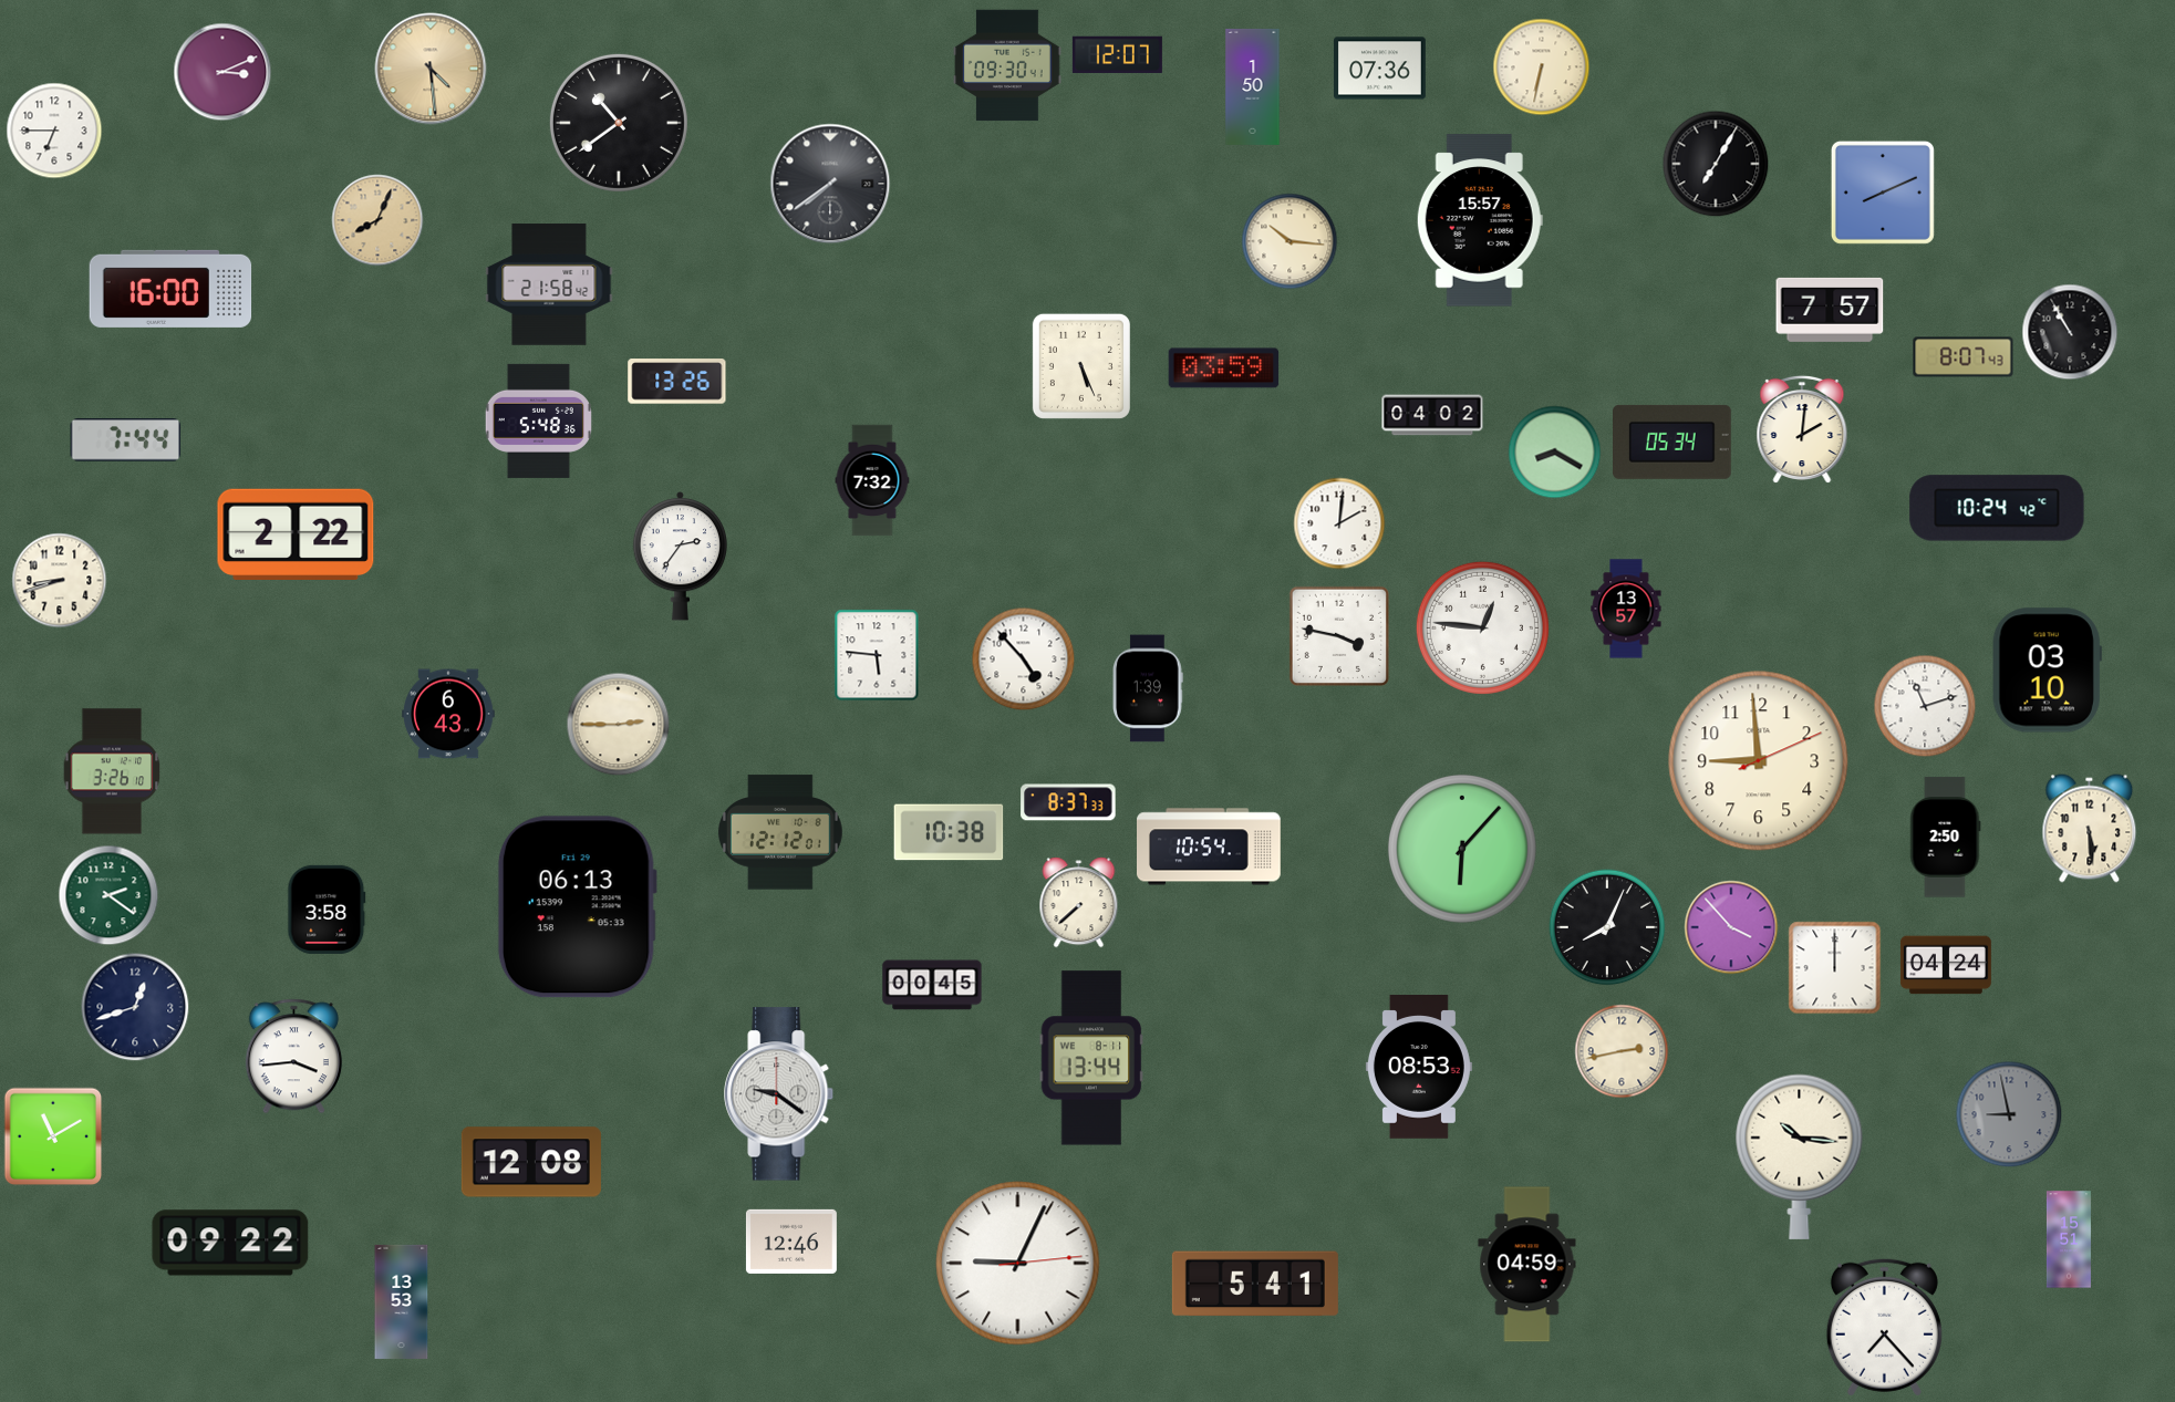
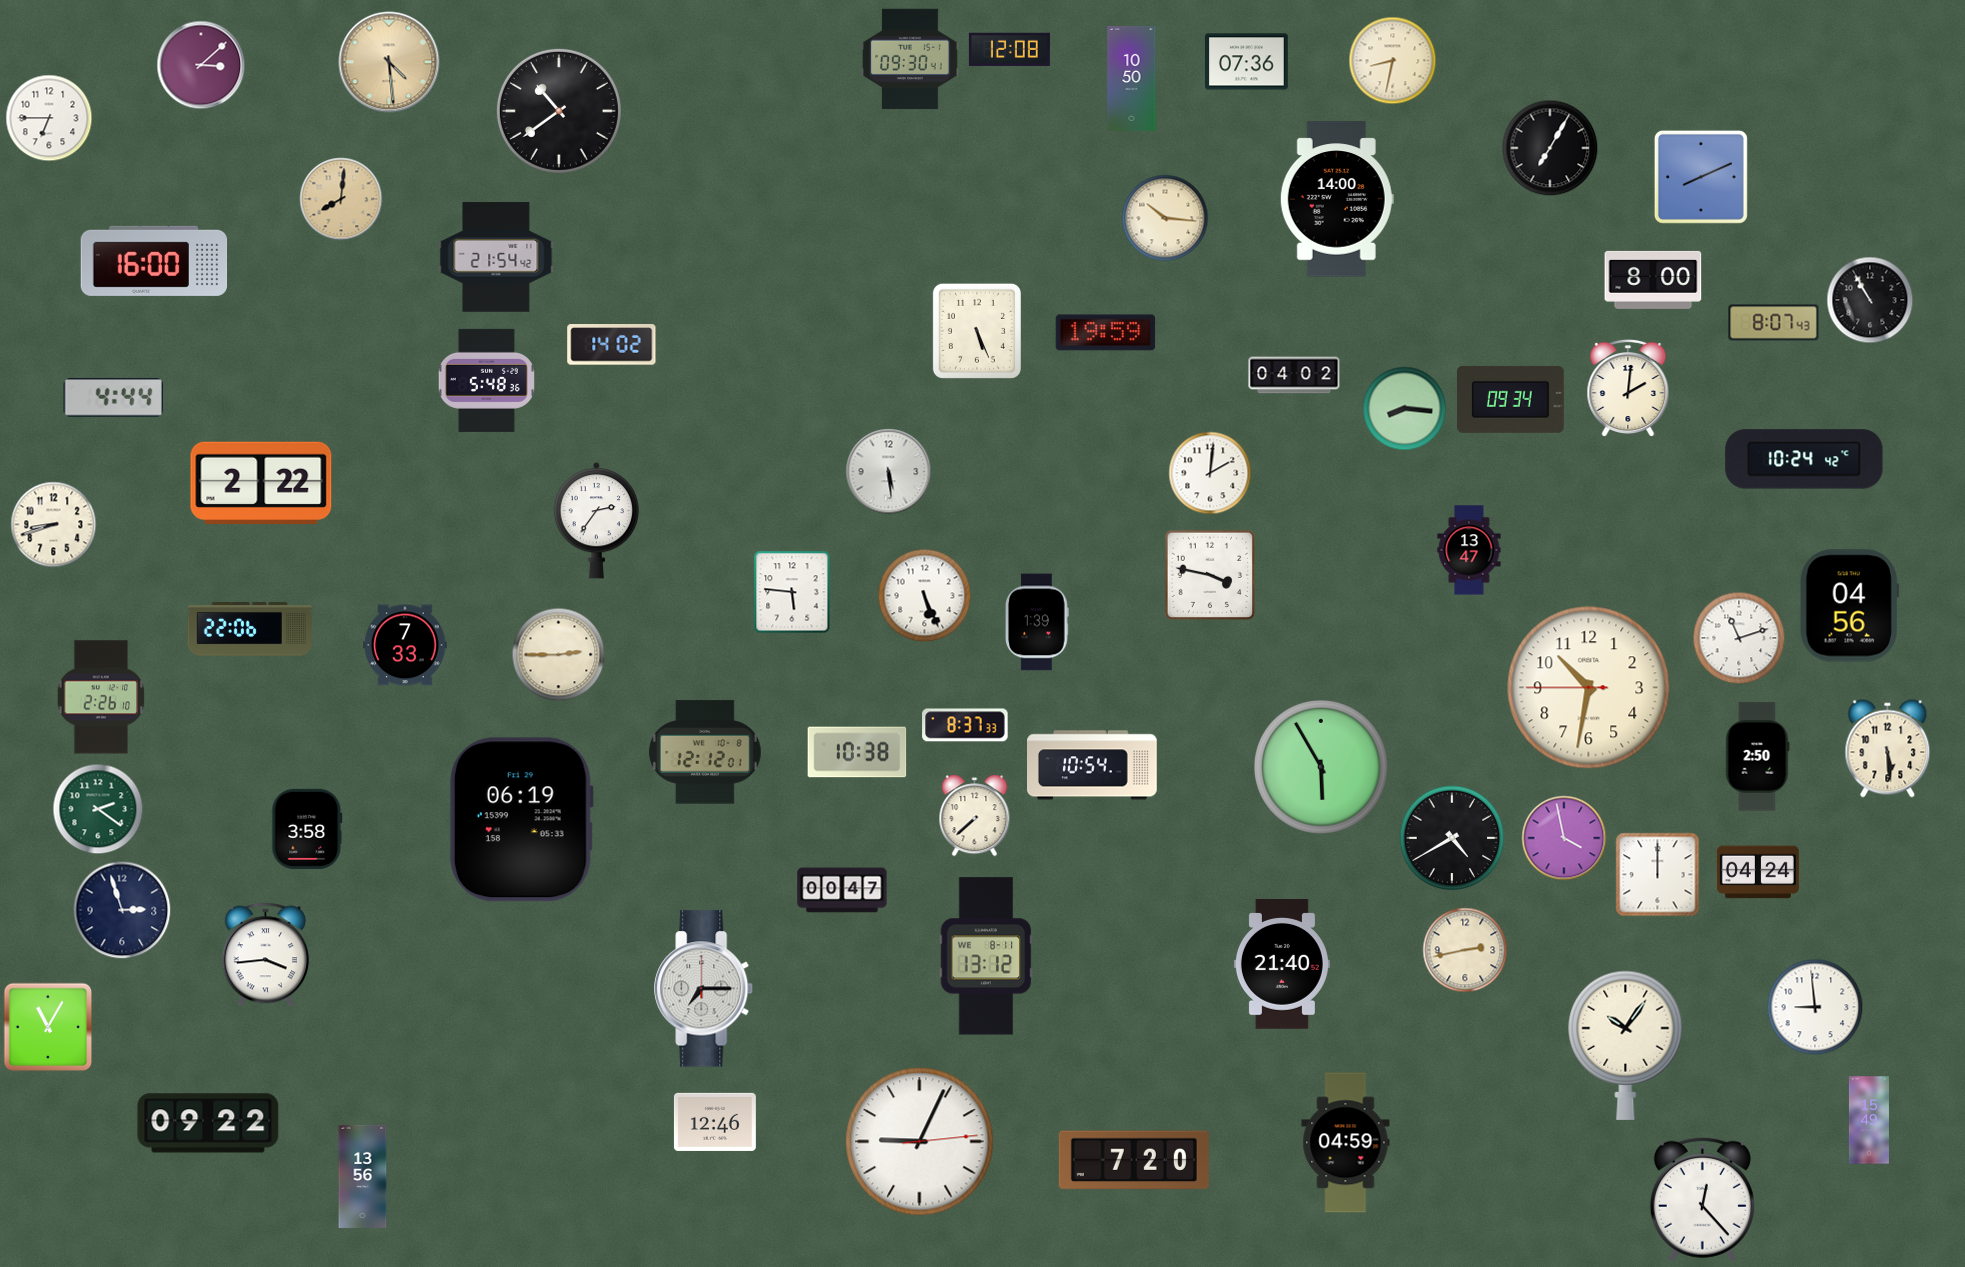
clock at (1117, 54): 12:07 -> 12:08
clock at (1542, 67): 6:32 -> 8:32
clock at (222, 72): 3:11 -> 3:08
clock at (1253, 86): 1:50 -> 10:50
clock at (830, 184): 7:39 -> none
clock at (1883, 193) position: (1883, 193) -> (1701, 177)
clock at (377, 220): 8:04 -> 8:01
clock at (1480, 220): 15:57 -> 14:00
clock at (549, 284): 21:58 -> 21:54
clock at (1830, 310): 7:57 -> 8:00
clock at (1224, 368): 03:59 -> 19:59
clock at (677, 382): 13:26 -> 14:02
clock at (126, 440): 7:44 -> 4:44
clock at (1672, 442): 05:34 -> 09:34
clock at (1555, 453): 8:20 -> 8:16
clock at (872, 480): 7:32 -> none
clock at (889, 472): none -> 5:29
clock at (296, 533) position: (296, 533) -> (261, 482)
clock at (680, 557) position: (680, 557) -> (596, 521)
clock at (1626, 609): 13:57 -> 13:47
clock at (1482, 627): 12:46 -> none
clock at (1024, 660): 4:53 -> 5:26
clock at (2047, 671): 03:10 -> 04:56
clock at (249, 630): none -> 22:06
clock at (448, 714): 6:43 -> 7:33
clock at (1759, 761): 8:59 -> 10:31
clock at (112, 771): 3:26 -> 2:26
clock at (1462, 849): 6:07 -> 5:55
clock at (577, 907): 06:13 -> 06:19
clock at (327, 910) position: (327, 910) -> (307, 829)
clock at (1607, 927): 8:04 -> 4:40
clock at (1731, 927): 3:53 -> 3:58
clock at (932, 985): 00:45 -> 00:47
clock at (135, 1007): 12:42 -> 2:57
clock at (1091, 1058): 13:44 -> 13:12
clock at (1419, 1068): 08:53 -> 21:40
clock at (779, 1094): 9:21 -> 7:15
clock at (2009, 1114): 8:58 -> 8:59
clock at (2009, 1114) dial: grey -> white
clock at (53, 1136): 11:10 -> 11:05
clock at (1800, 1156): 10:16 -> 10:06
clock at (531, 1162): 12:08 -> none
clock at (2069, 1239): 15:51 -> 15:49
clock at (1527, 1265) position: (1527, 1265) -> (1346, 1143)
clock at (1255, 1284): 5:41 -> 7:20
clock at (402, 1301): 13:53 -> 13:56
clock at (1884, 1327): 7:23 -> 12:23
